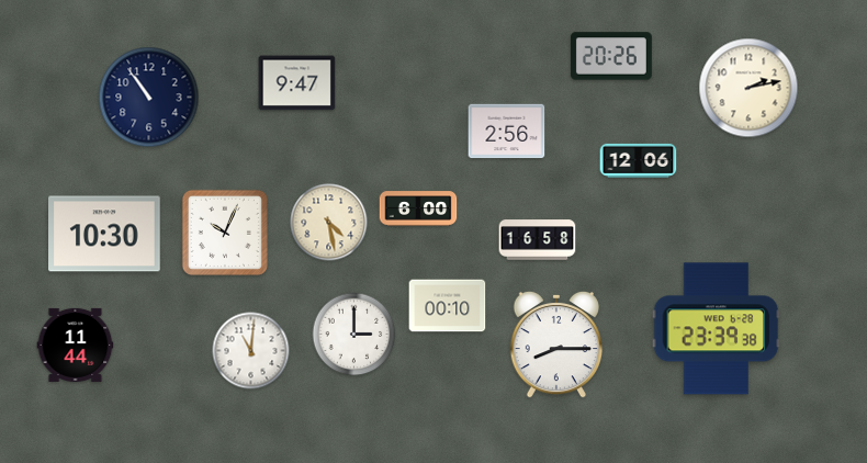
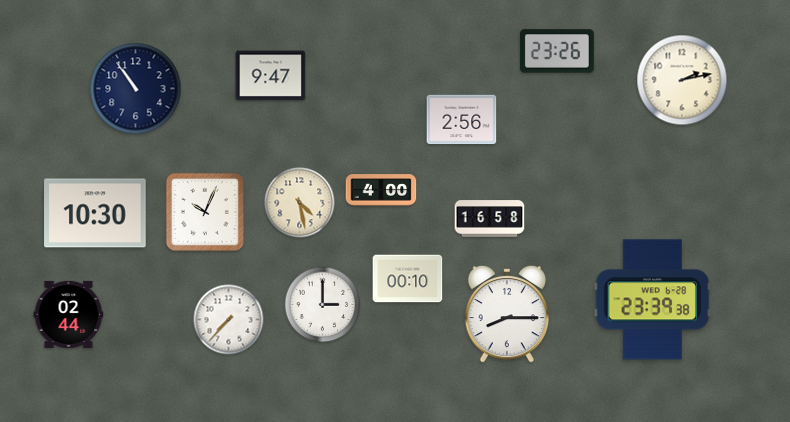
clock at (611, 56): 20:26 -> 23:26
clock at (639, 160): 12:06 -> none
clock at (418, 208): 6:00 -> 4:00
clock at (76, 345): 11:44 -> 02:44
clock at (251, 351): 11:01 -> 7:37
